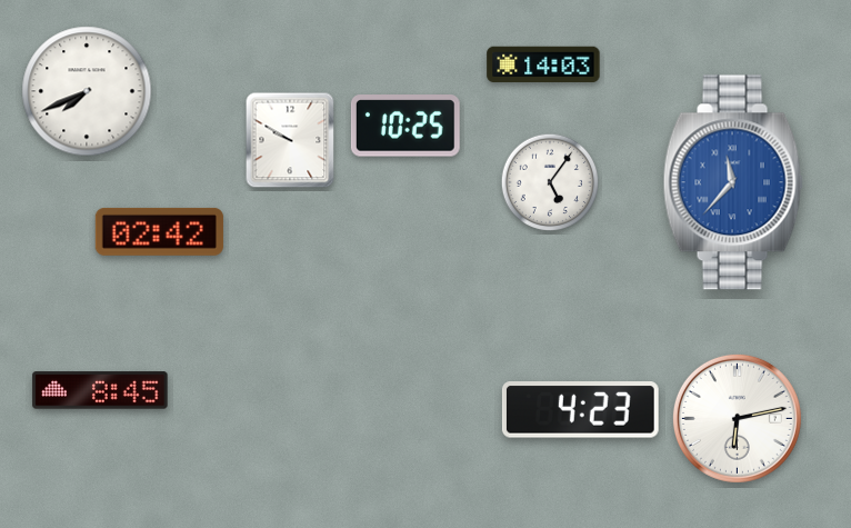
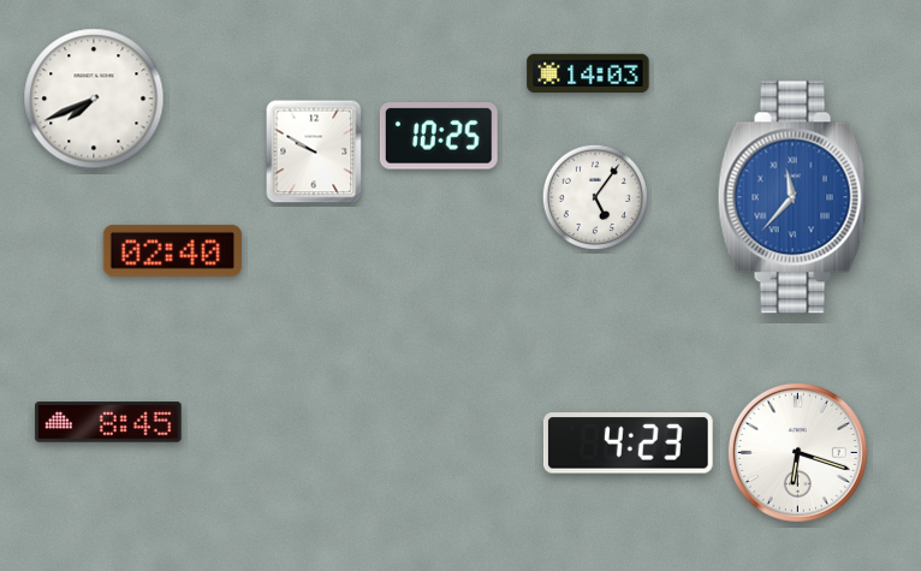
clock at (543, 64) position: (543, 64) -> (588, 73)
clock at (159, 231): 02:42 -> 02:40
clock at (737, 418): 6:13 -> 6:18
